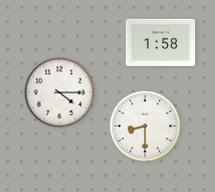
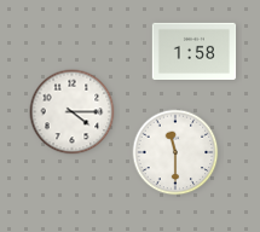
clock at (145, 126): 8:30 -> 11:30
